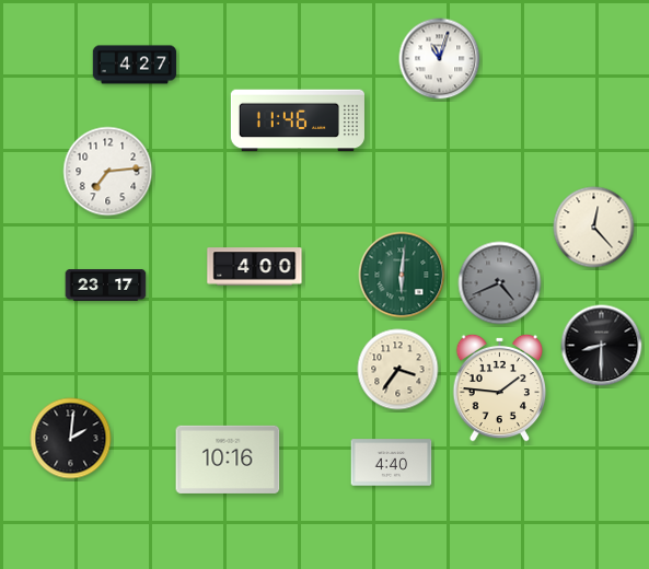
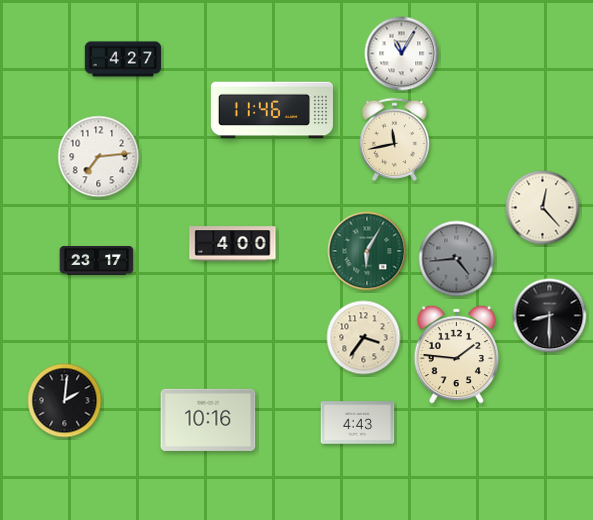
clock at (440, 59): 11:03 -> 11:05
clock at (394, 139): none -> 11:43
clock at (402, 275): 6:01 -> 6:05
clock at (500, 283): 4:41 -> 4:44
clock at (392, 463): 4:40 -> 4:43
